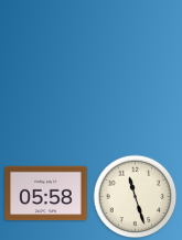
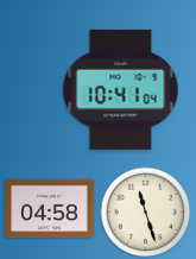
clock at (121, 89): none -> 10:41
clock at (46, 194): 05:58 -> 04:58
